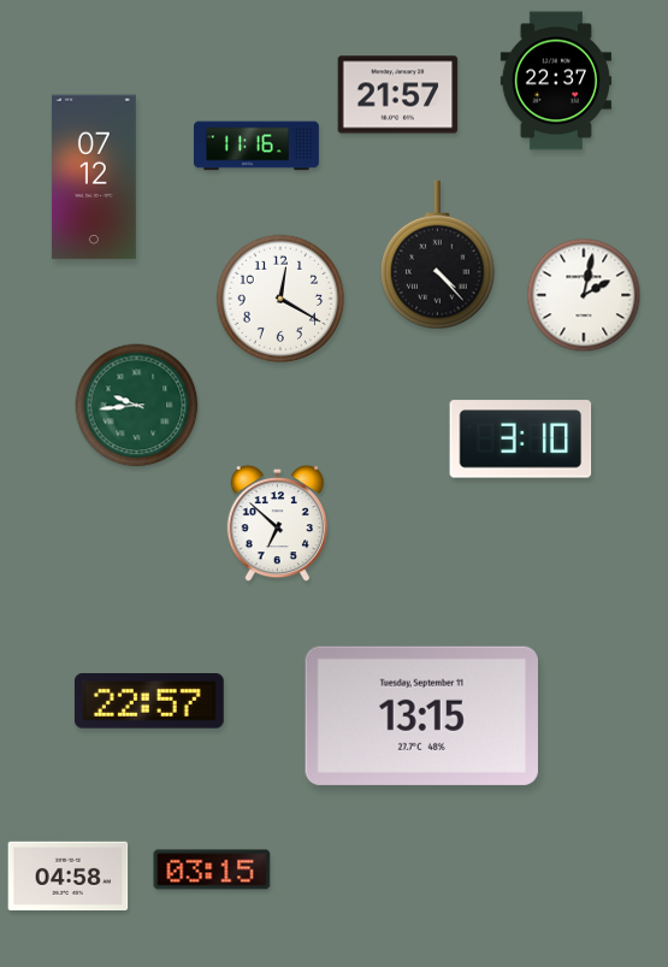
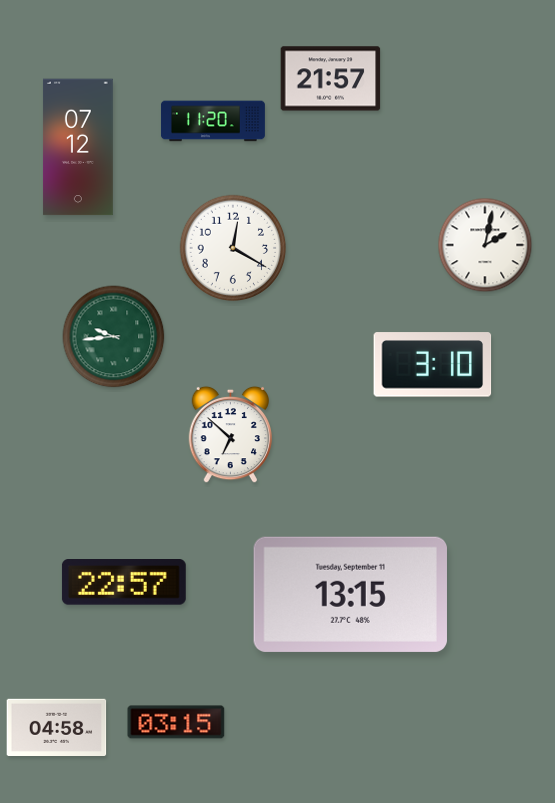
clock at (556, 81): 22:37 -> none
clock at (256, 146): 11:16 -> 11:20
clock at (438, 255): 4:23 -> none
